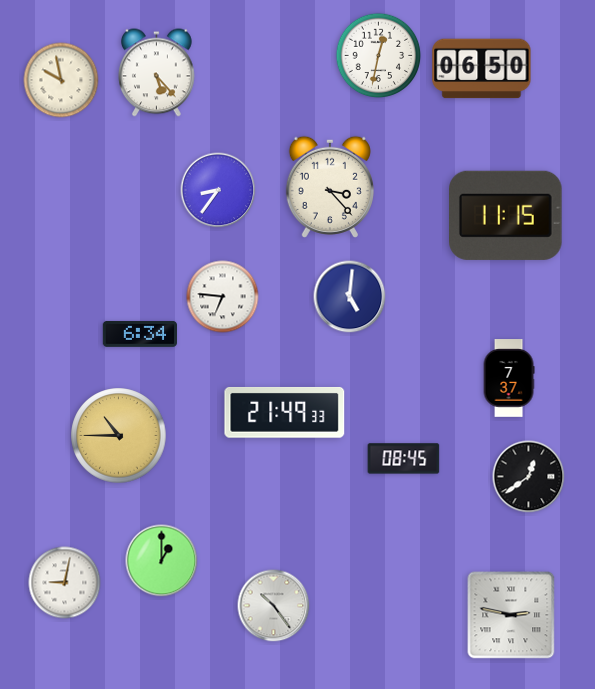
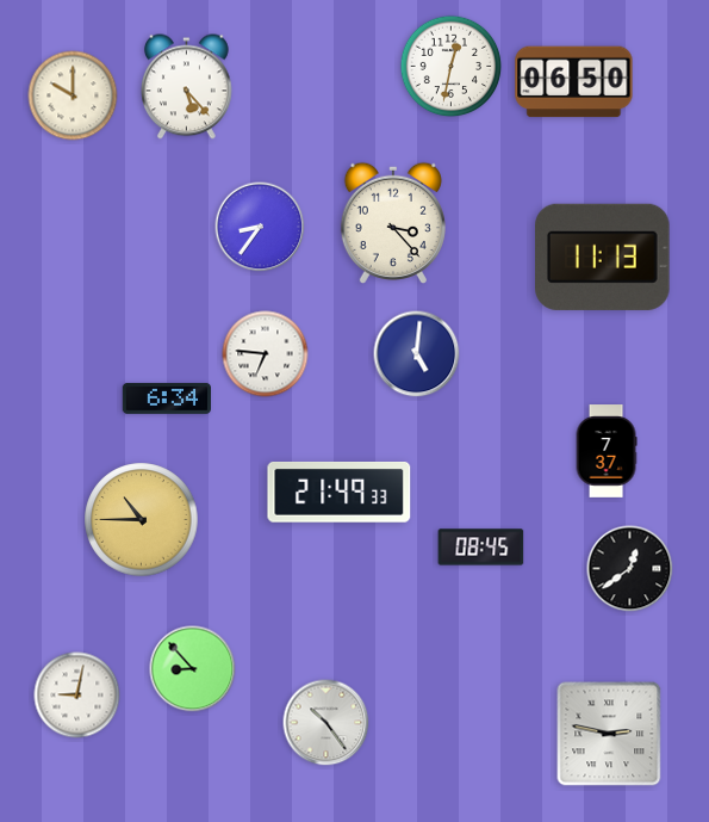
clock at (61, 80): 9:58 -> 10:00
clock at (506, 215): 11:15 -> 11:13
clock at (162, 561): 1:00 -> 8:53
